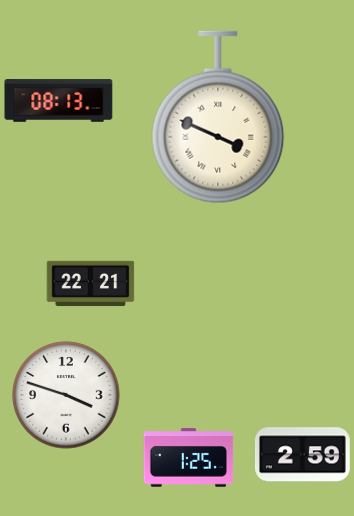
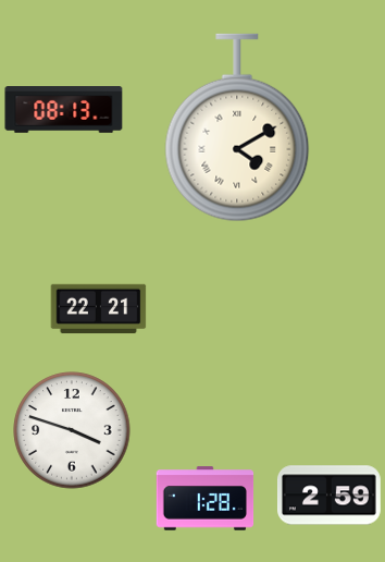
clock at (218, 117): 3:49 -> 4:10
clock at (189, 458): 1:25 -> 1:28
